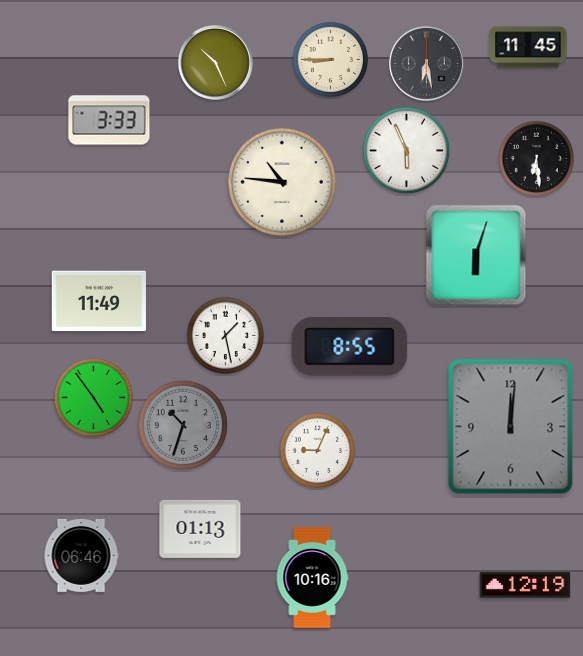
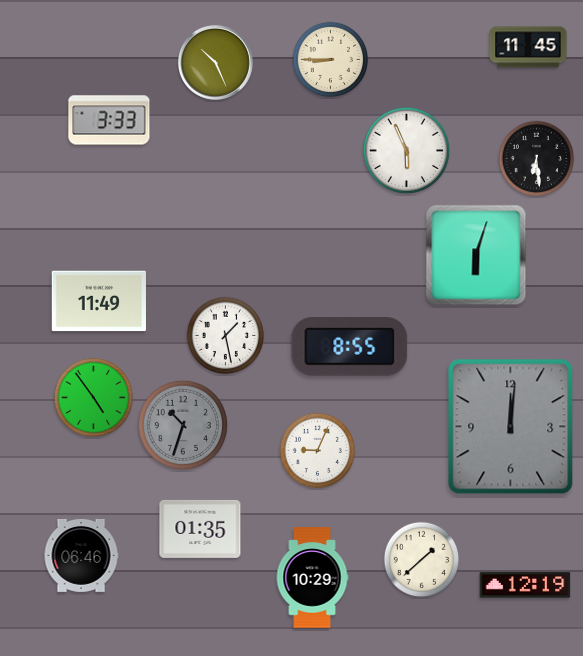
clock at (426, 63): 6:28 -> none
clock at (282, 182): 10:46 -> none
clock at (200, 529): 01:13 -> 01:35
clock at (422, 560): none -> 1:38
clock at (312, 578): 10:16 -> 10:29
